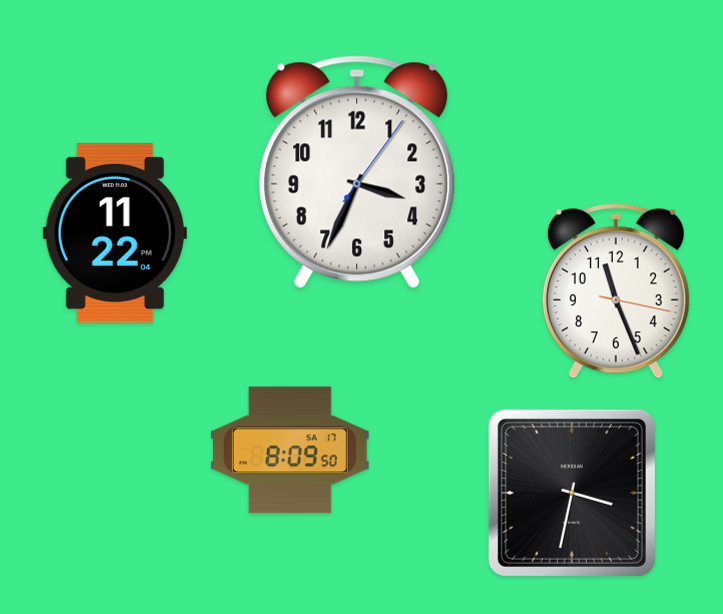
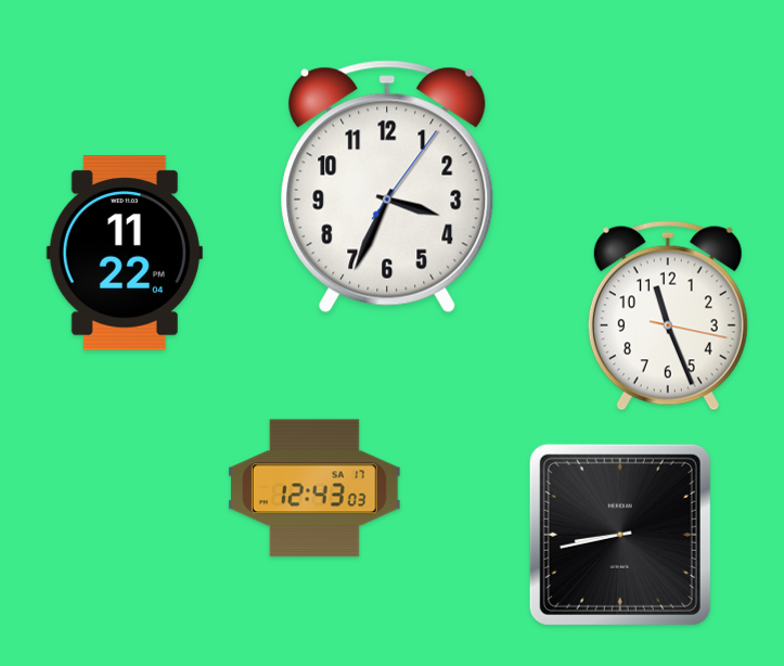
clock at (290, 450): 8:09 -> 12:43
clock at (572, 493): 3:32 -> 8:43
